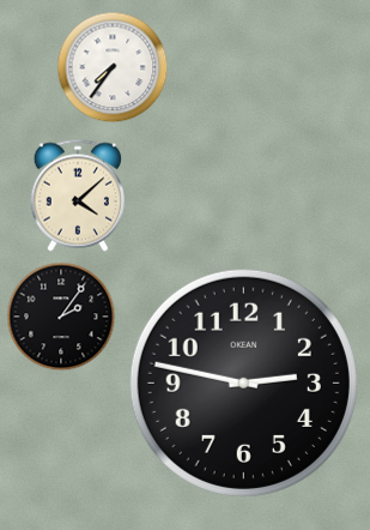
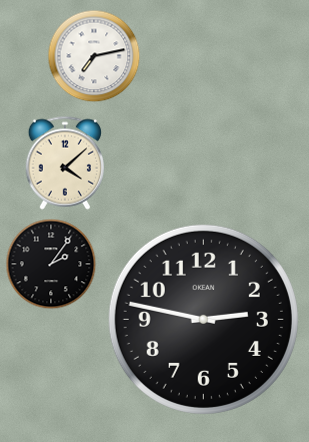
clock at (113, 67): 7:36 -> 7:13
